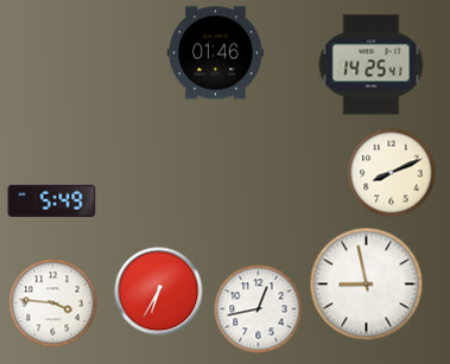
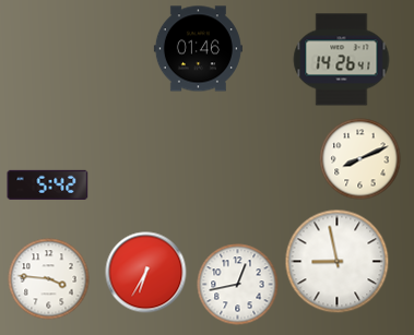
clock at (372, 65): 14:25 -> 14:26
clock at (52, 200): 5:49 -> 5:42
clock at (159, 292) position: (159, 292) -> (146, 273)
